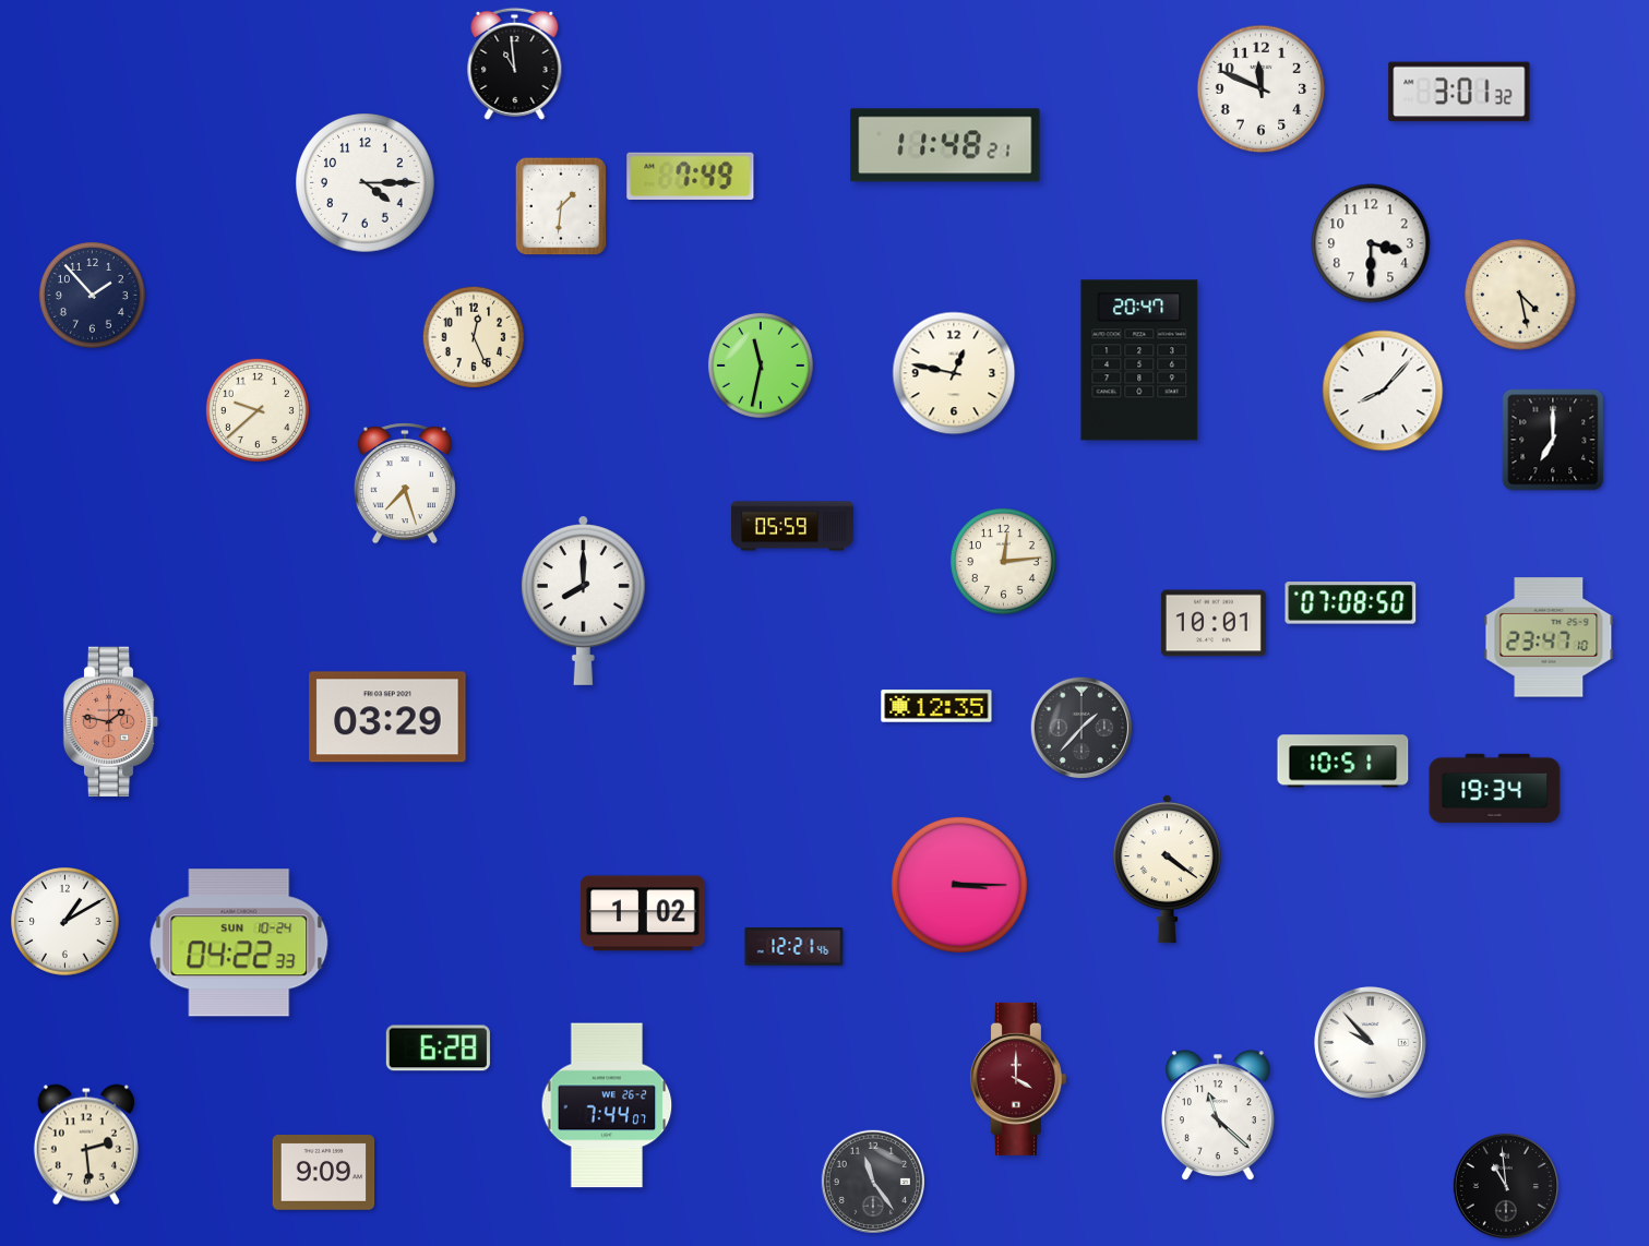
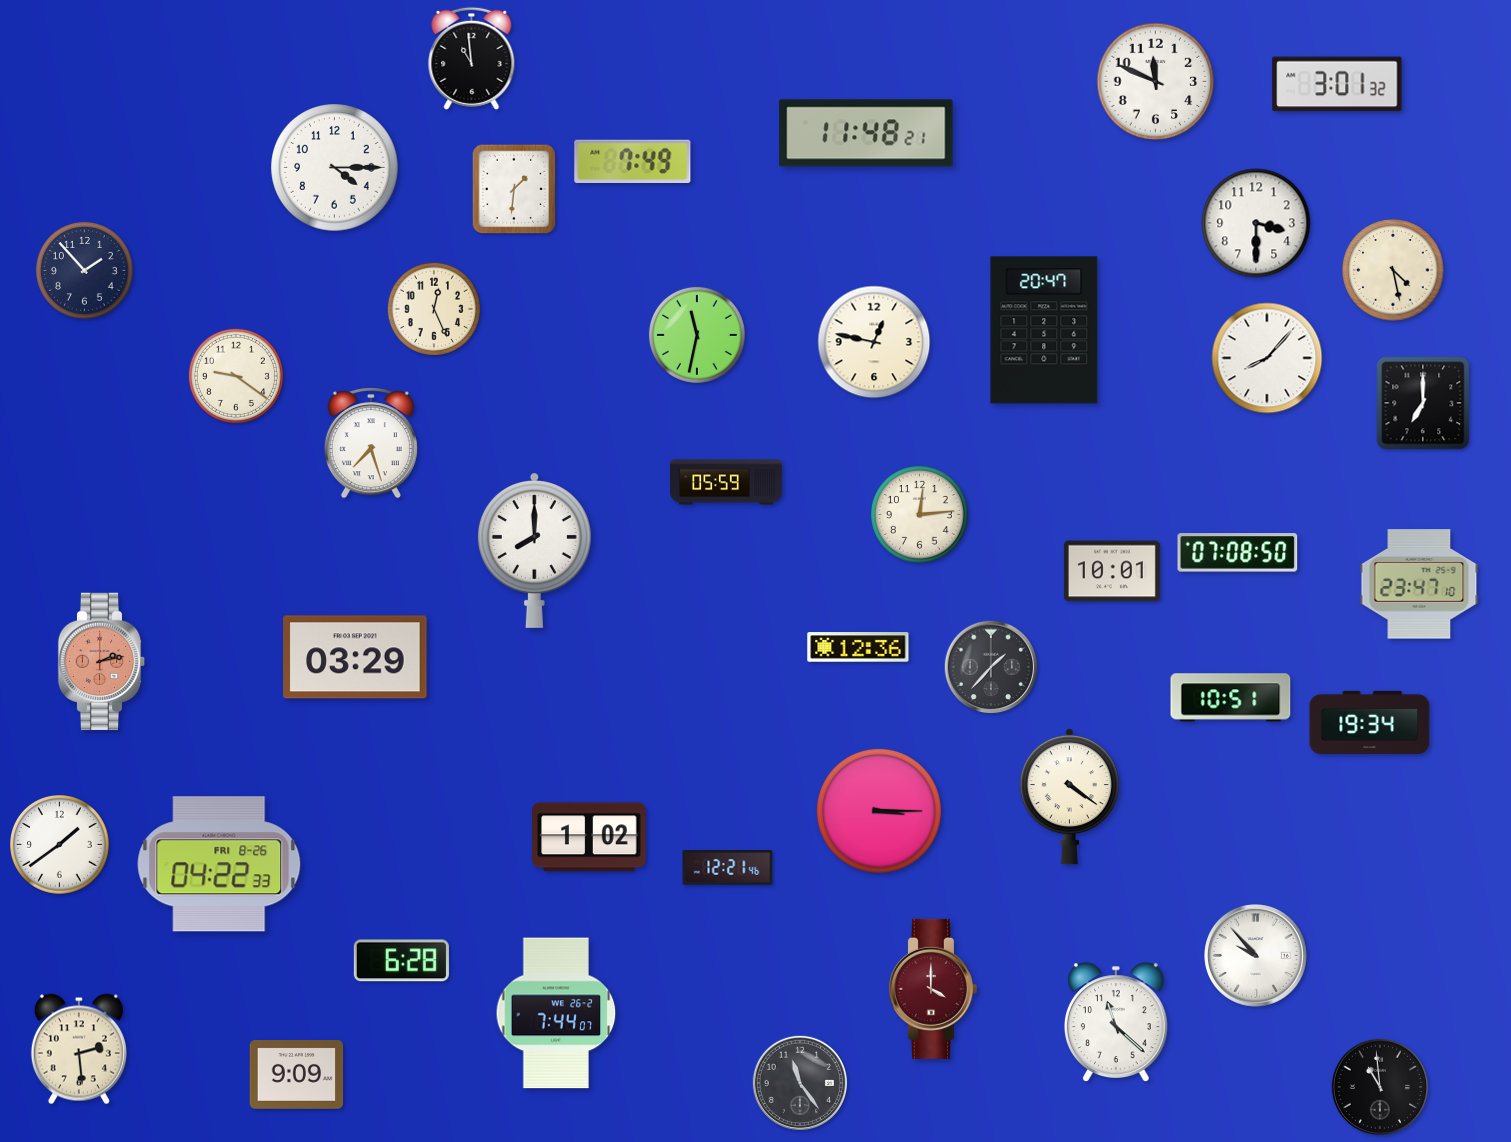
clock at (258, 410): 9:38 -> 9:21
clock at (936, 706): 12:35 -> 12:36
clock at (111, 722): 1:47 -> 2:13
clock at (65, 922): 1:10 -> 1:39
clock at (239, 943) date: SUN 10-24 -> FRI 8-26
